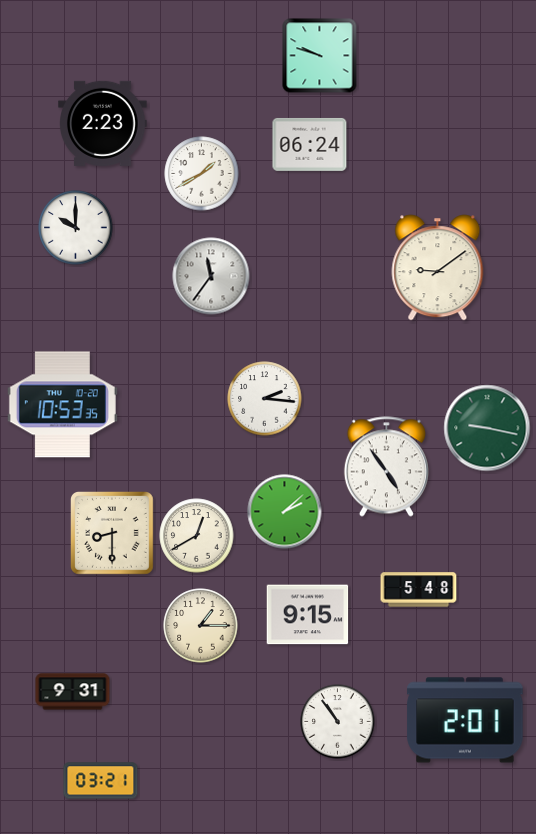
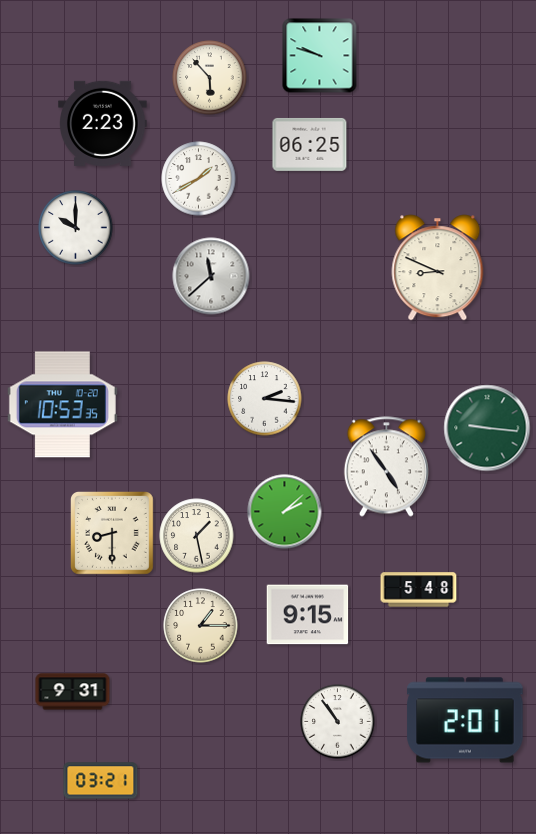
clock at (210, 78): none -> 5:53
clock at (310, 144): 06:24 -> 06:25
clock at (202, 174) position: (202, 174) -> (199, 179)
clock at (438, 268): 9:09 -> 8:49
clock at (211, 276): 11:36 -> 11:38
clock at (487, 428): 9:17 -> 9:16
clock at (197, 536): 12:40 -> 1:28
